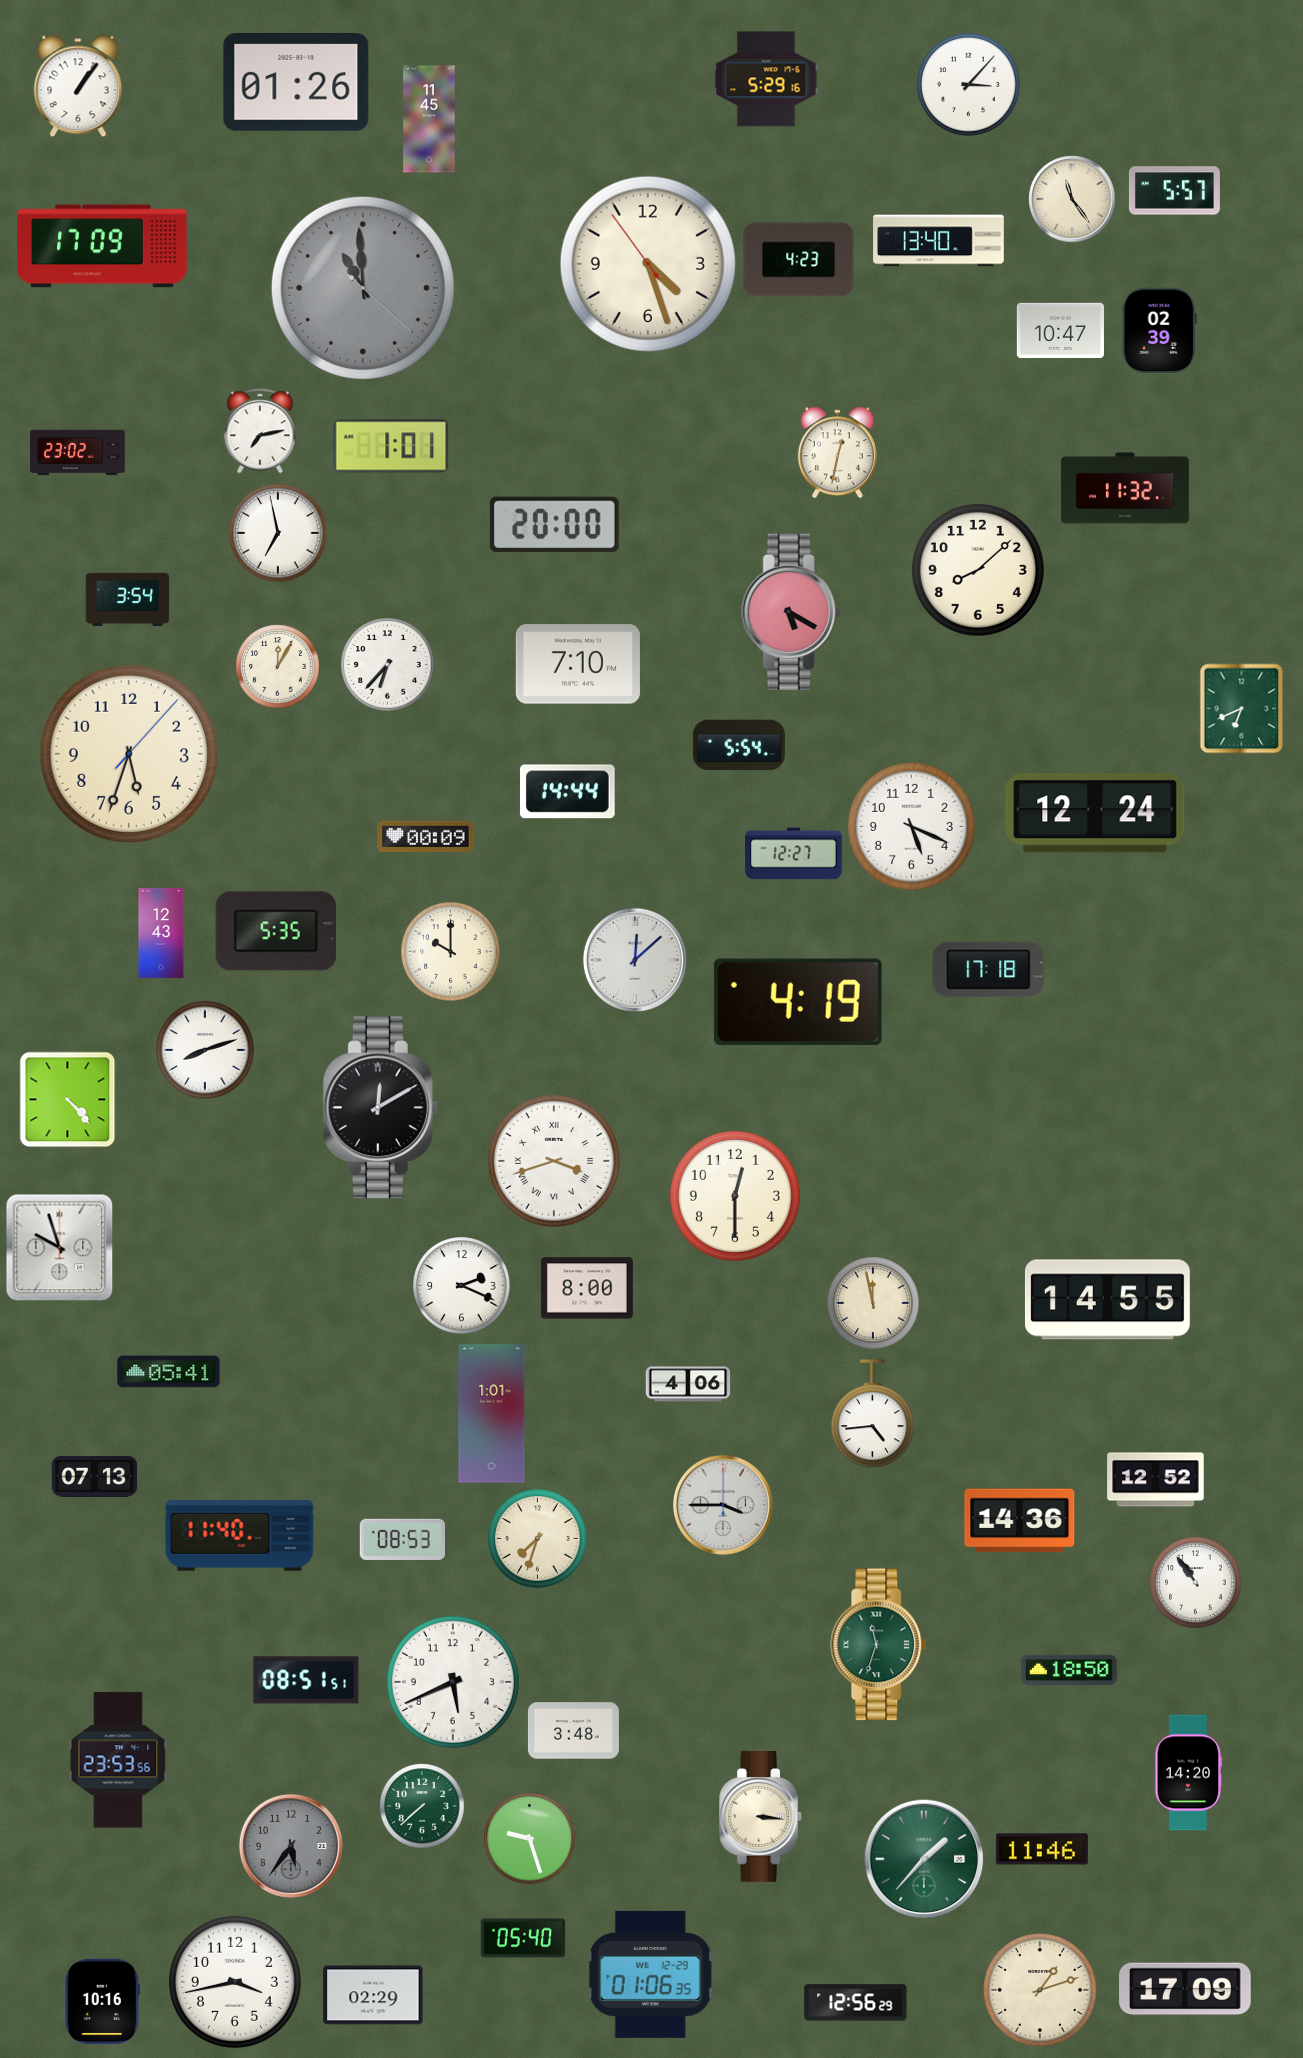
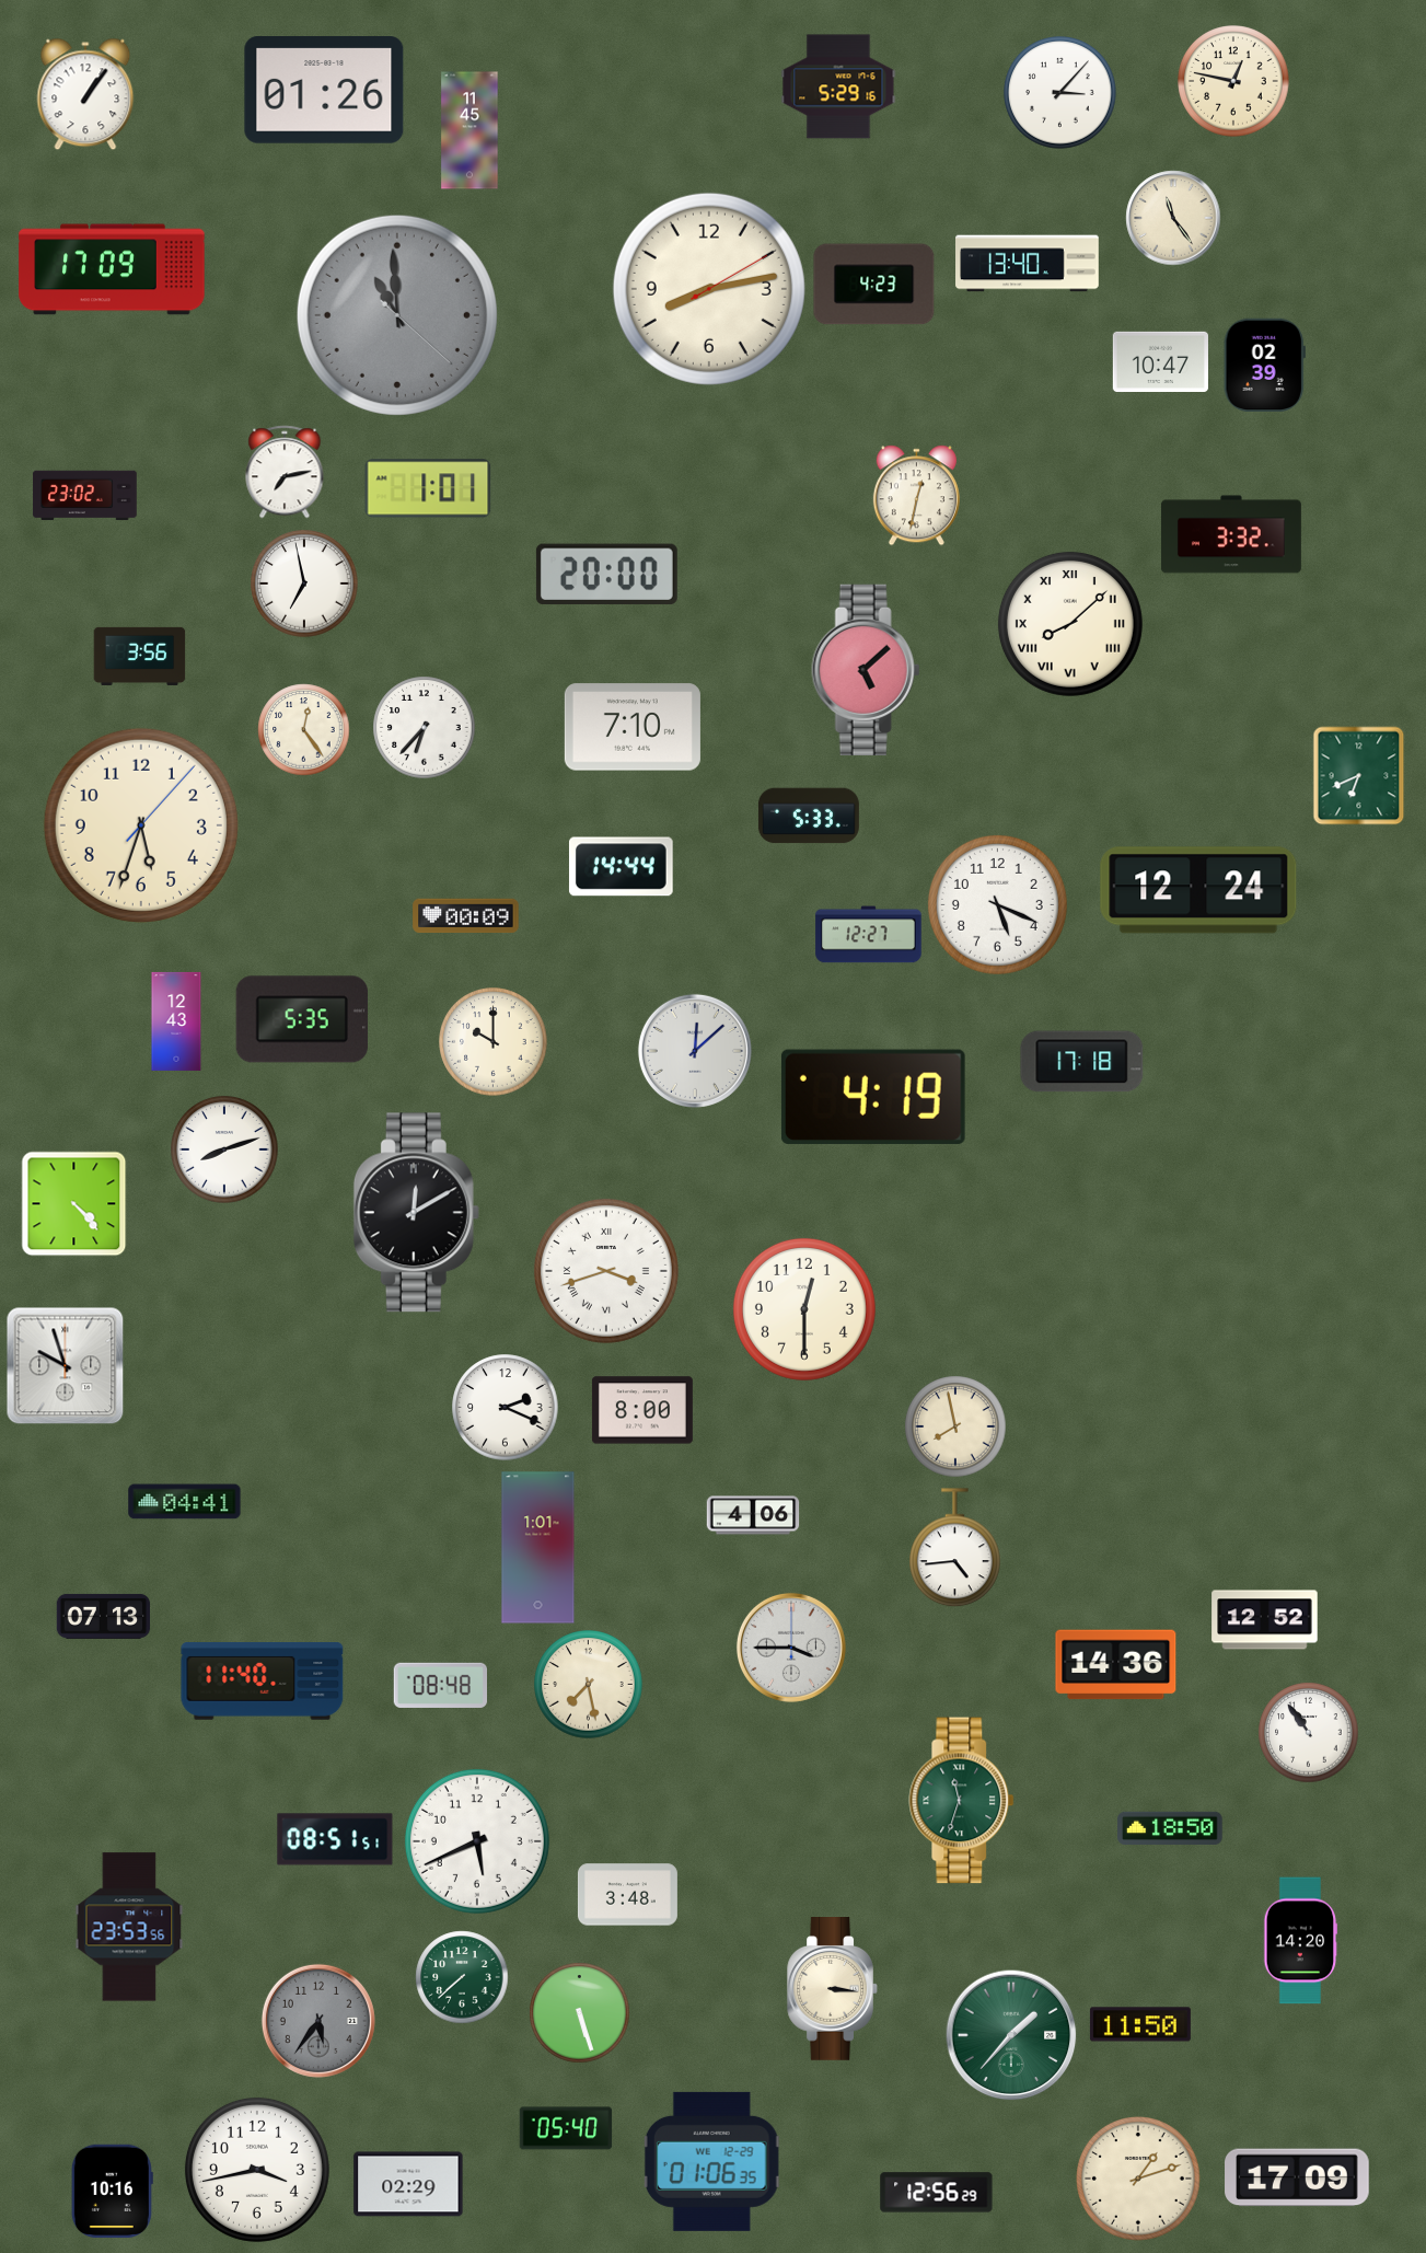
clock at (1233, 81): none -> 12:47
clock at (1174, 191): 5:57 -> none
clock at (648, 264): 4:26 -> 8:13
clock at (1159, 330) position: (1159, 330) -> (1264, 365)
clock at (1125, 488): 11:32 -> 3:32
clock at (978, 570) numerals: Arabic -> Roman
clock at (128, 599): 3:54 -> 3:56
clock at (791, 611): 5:20 -> 5:08
clock at (278, 667): 12:05 -> 12:24
clock at (739, 745): 5:54 -> 5:33
clock at (1107, 1300): 14:55 -> none
clock at (873, 1303): 11:58 -> 7:58
clock at (169, 1372): 05:41 -> 04:41
clock at (402, 1539): 08:53 -> 08:48
clock at (538, 1539): 7:33 -> 7:28
clock at (453, 1682) position: (453, 1682) -> (477, 1841)
clock at (530, 1839): 9:27 -> 5:27
clock at (1042, 1849): 11:46 -> 11:50
clock at (523, 1938) position: (523, 1938) -> (566, 2128)
